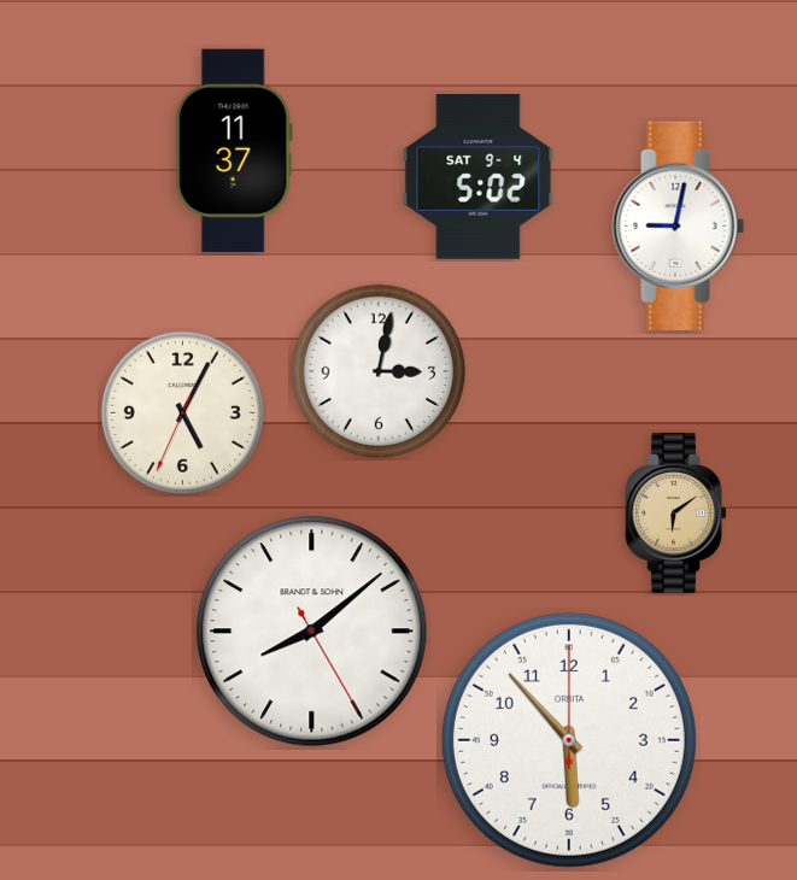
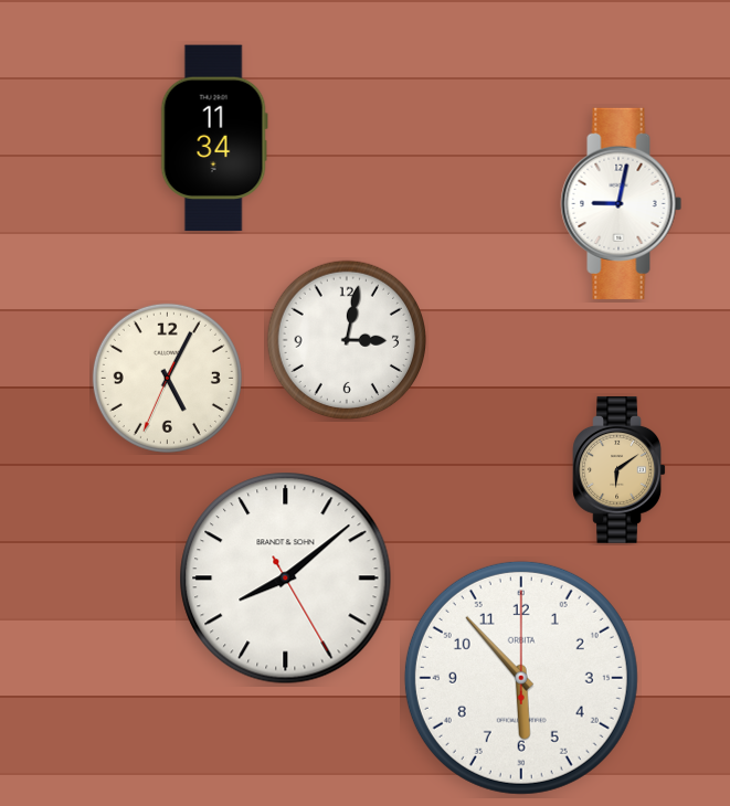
clock at (234, 151): 11:37 -> 11:34
clock at (479, 177): 5:02 -> none
clock at (679, 225) position: (679, 225) -> (622, 203)
